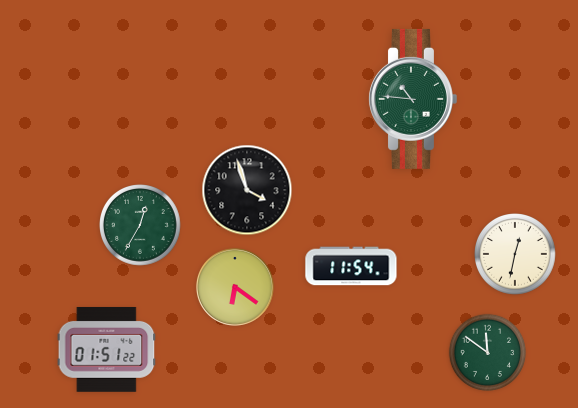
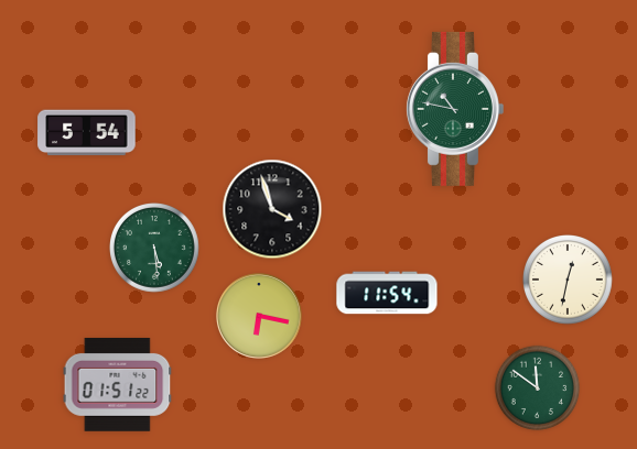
clock at (412, 99): 10:46 -> 10:47
clock at (87, 133): none -> 5:54
clock at (141, 226): 12:35 -> 5:29
clock at (235, 287): 6:21 -> 6:17
